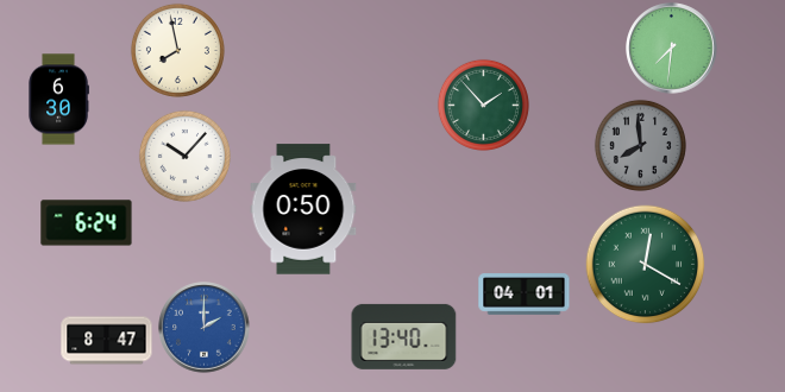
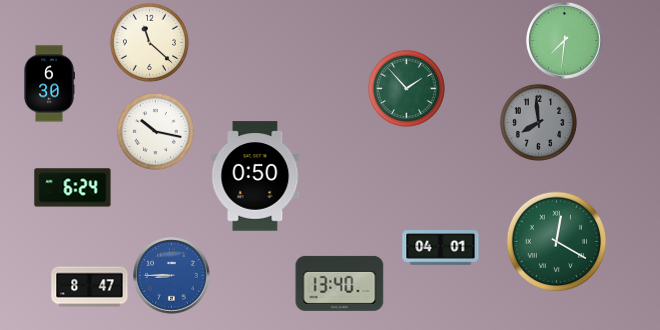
clock at (177, 50): 7:58 -> 11:22
clock at (184, 156): 10:07 -> 10:17
clock at (646, 265) position: (646, 265) -> (557, 242)
clock at (205, 328): 2:00 -> 8:45
